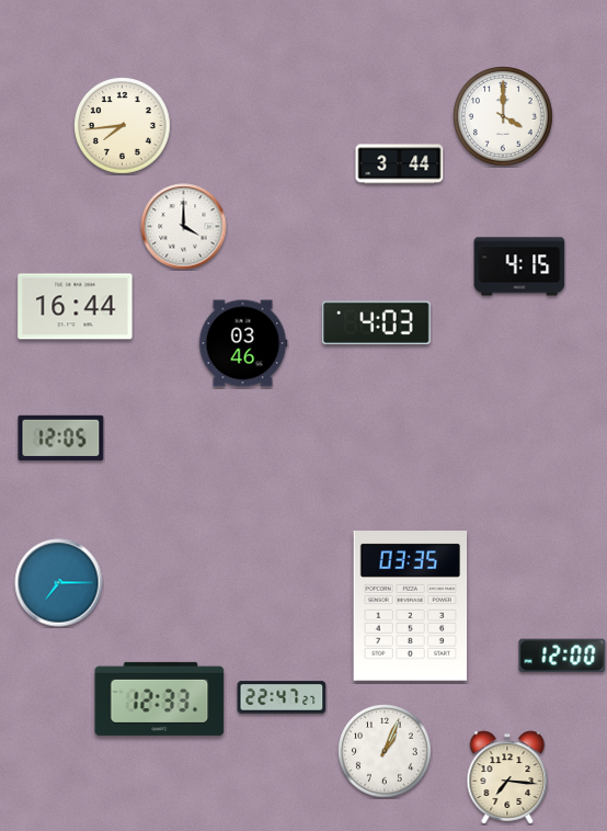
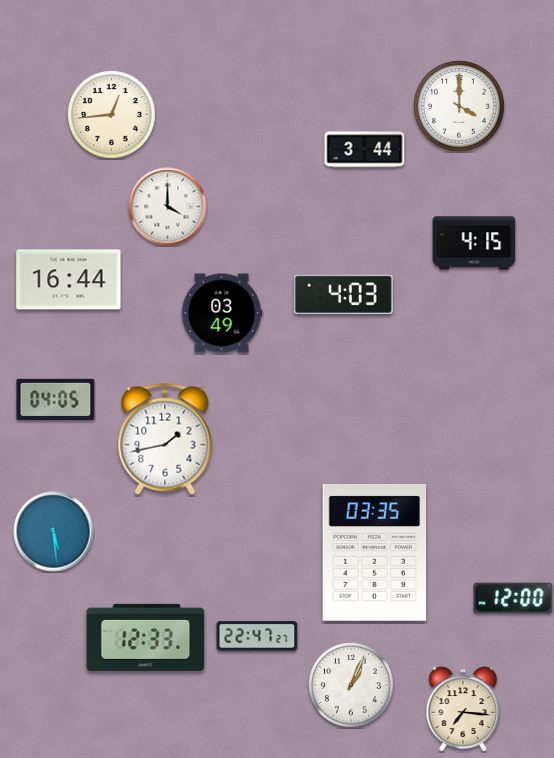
clock at (123, 126): 7:44 -> 12:44
clock at (243, 343): 03:46 -> 03:49
clock at (61, 437): 12:05 -> 04:05
clock at (165, 439): none -> 1:43
clock at (59, 583): 7:15 -> 5:29
